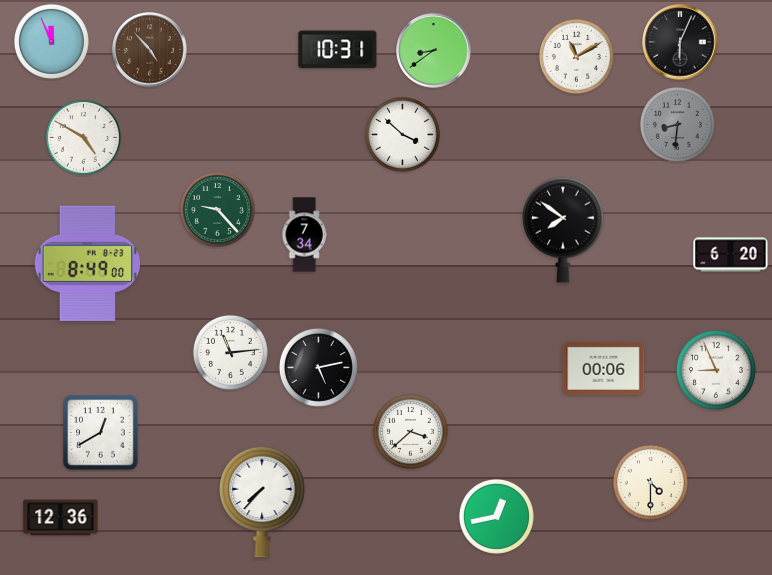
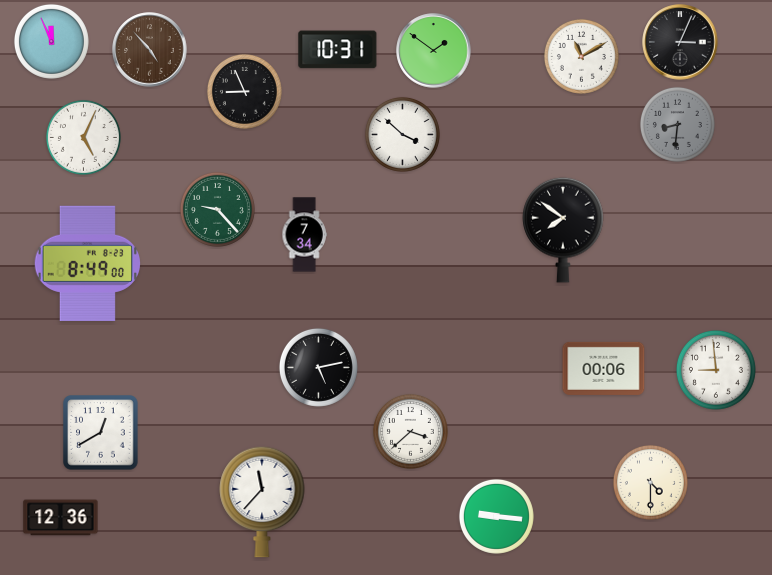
clock at (680, 42): 6:04 -> 3:04
clock at (434, 51): 8:39 -> 1:51
clock at (576, 56) position: (576, 56) -> (581, 56)
clock at (244, 91): none -> 8:56
clock at (83, 137): 4:50 -> 5:04
clock at (731, 255): 6:20 -> none
clock at (230, 352): 11:14 -> none
clock at (716, 370): 8:56 -> 8:59
clock at (262, 502): 7:37 -> 11:37
clock at (496, 516): 12:43 -> 9:16
